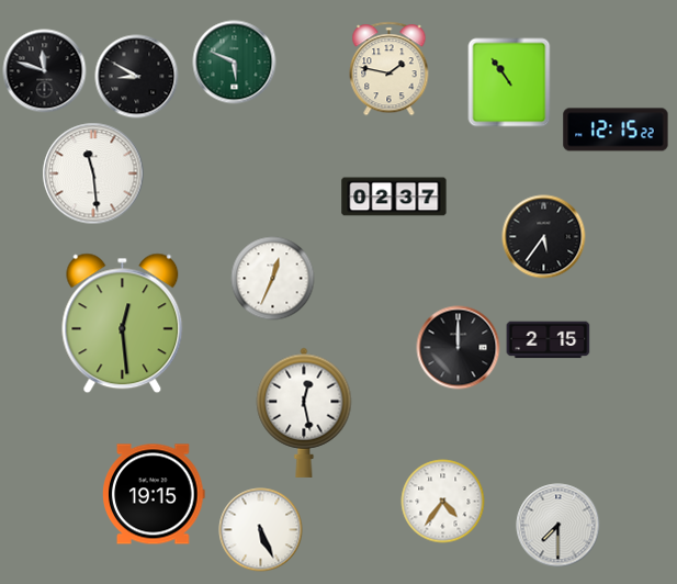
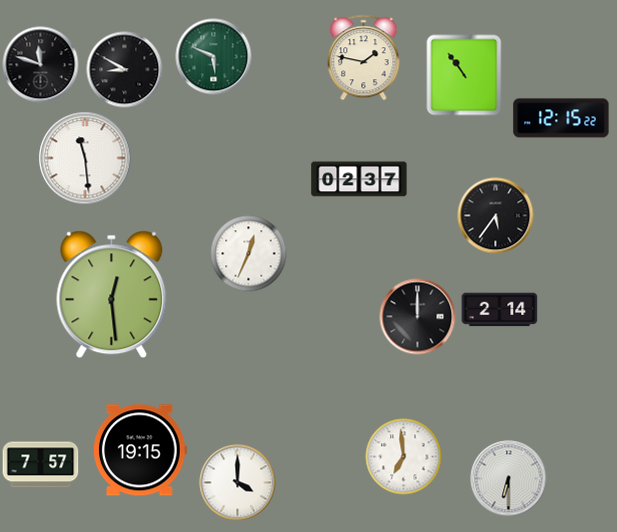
clock at (390, 69) position: (390, 69) -> (364, 58)
clock at (549, 340): 2:15 -> 2:14
clock at (304, 413): 12:28 -> none
clock at (443, 502): 4:36 -> 6:59
clock at (41, 465): none -> 7:57
clock at (558, 526): 7:30 -> 6:30
clock at (261, 530): 5:26 -> 4:00
